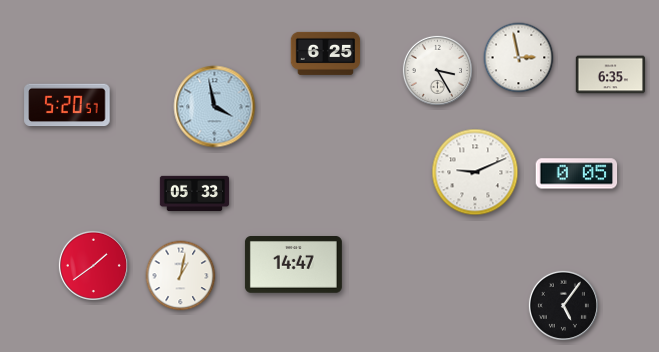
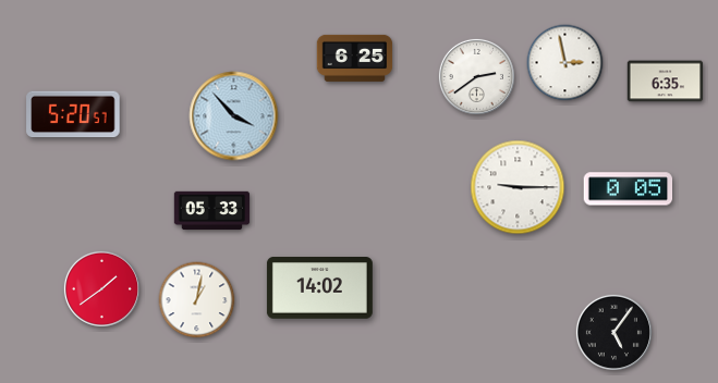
clock at (437, 70): 3:25 -> 2:39
clock at (215, 107): 3:58 -> 3:53
clock at (475, 172): 9:11 -> 9:15
clock at (293, 265): 14:47 -> 14:02
